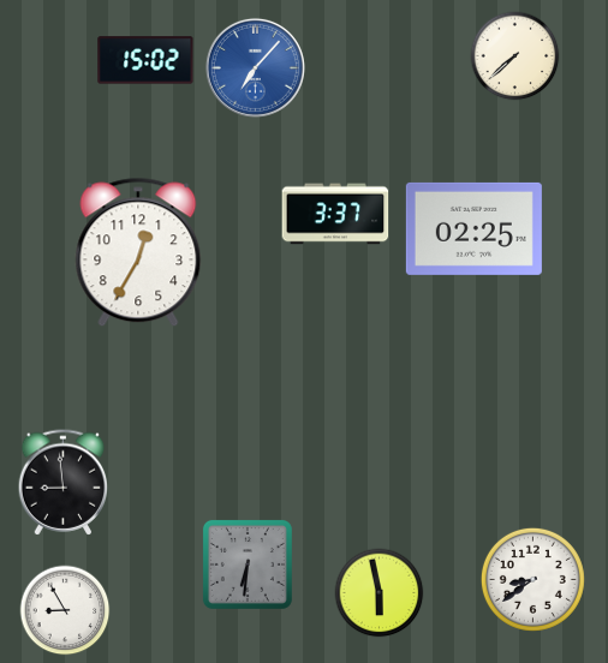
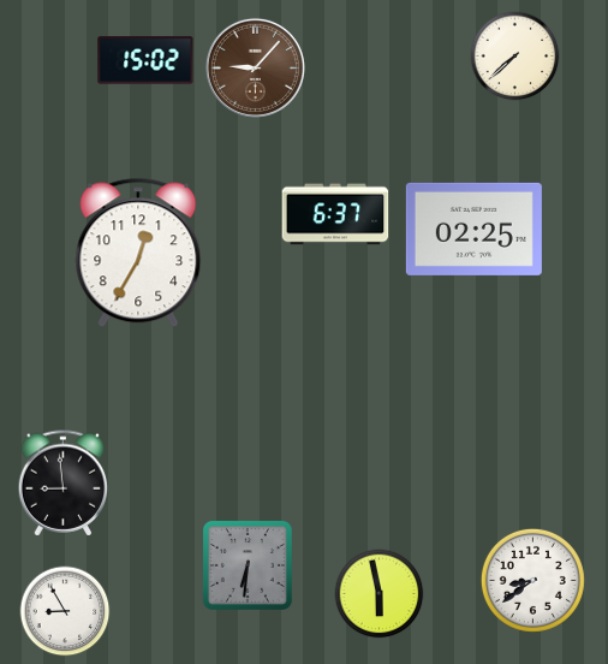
clock at (255, 67): 7:07 -> 9:07
clock at (255, 67) dial: blue -> brown
clock at (335, 214): 3:37 -> 6:37
